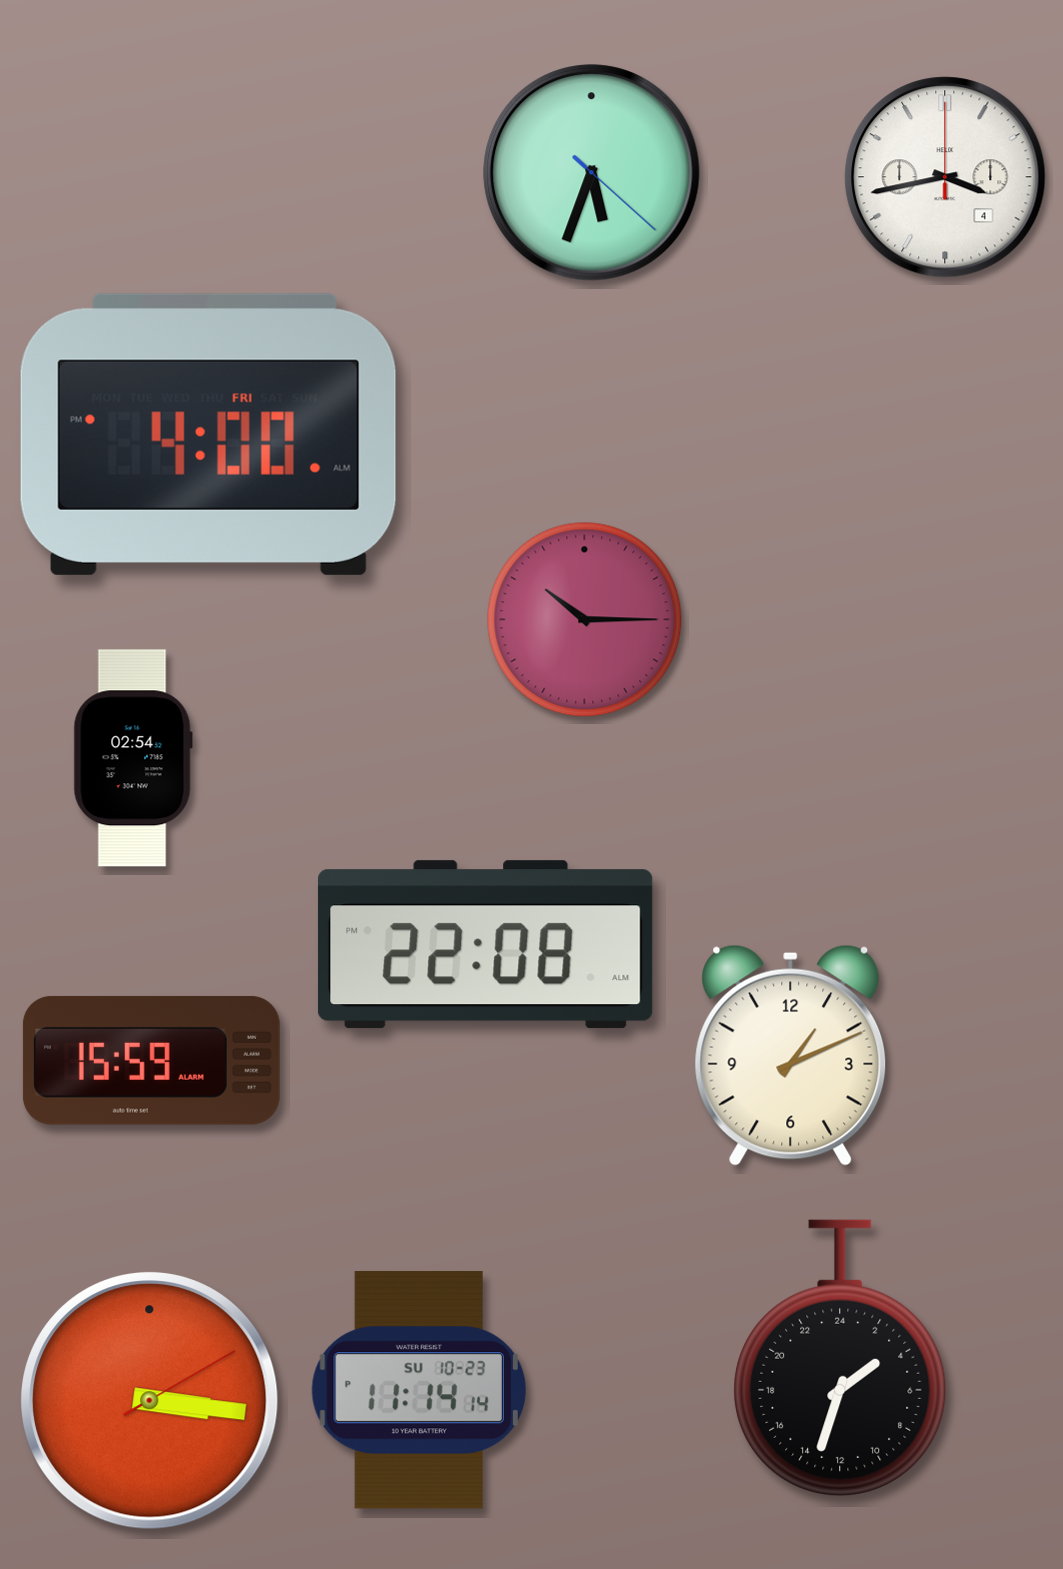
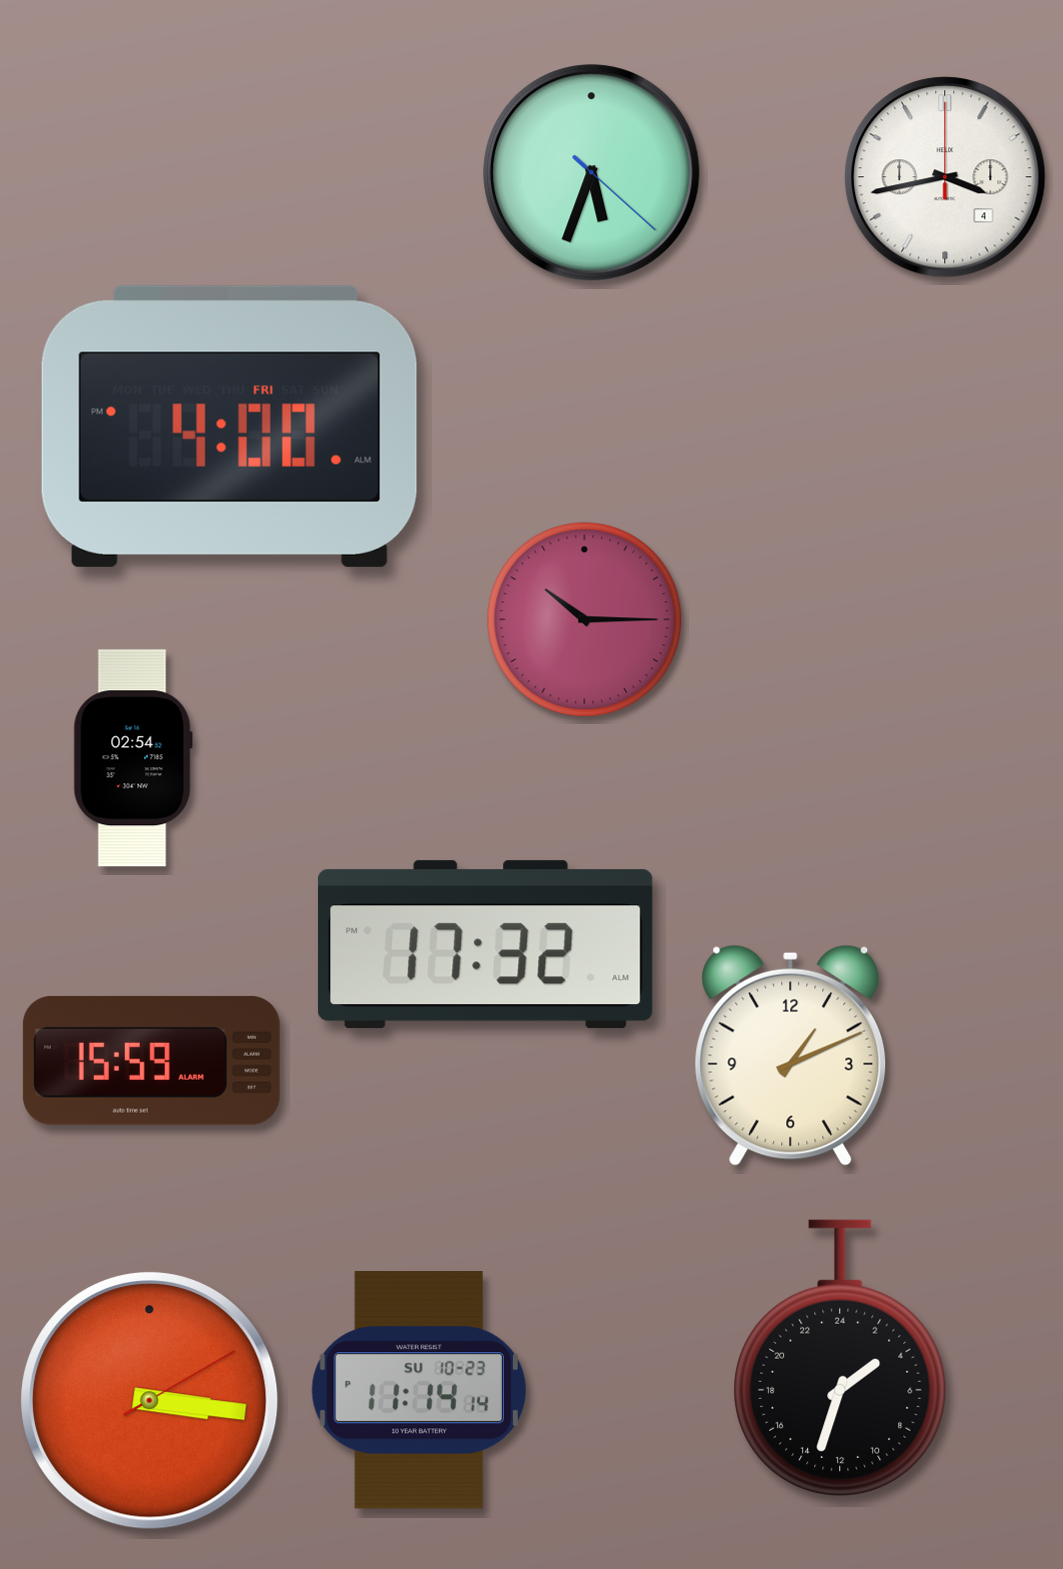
clock at (208, 434) position: (208, 434) -> (229, 426)
clock at (485, 945): 22:08 -> 17:32
